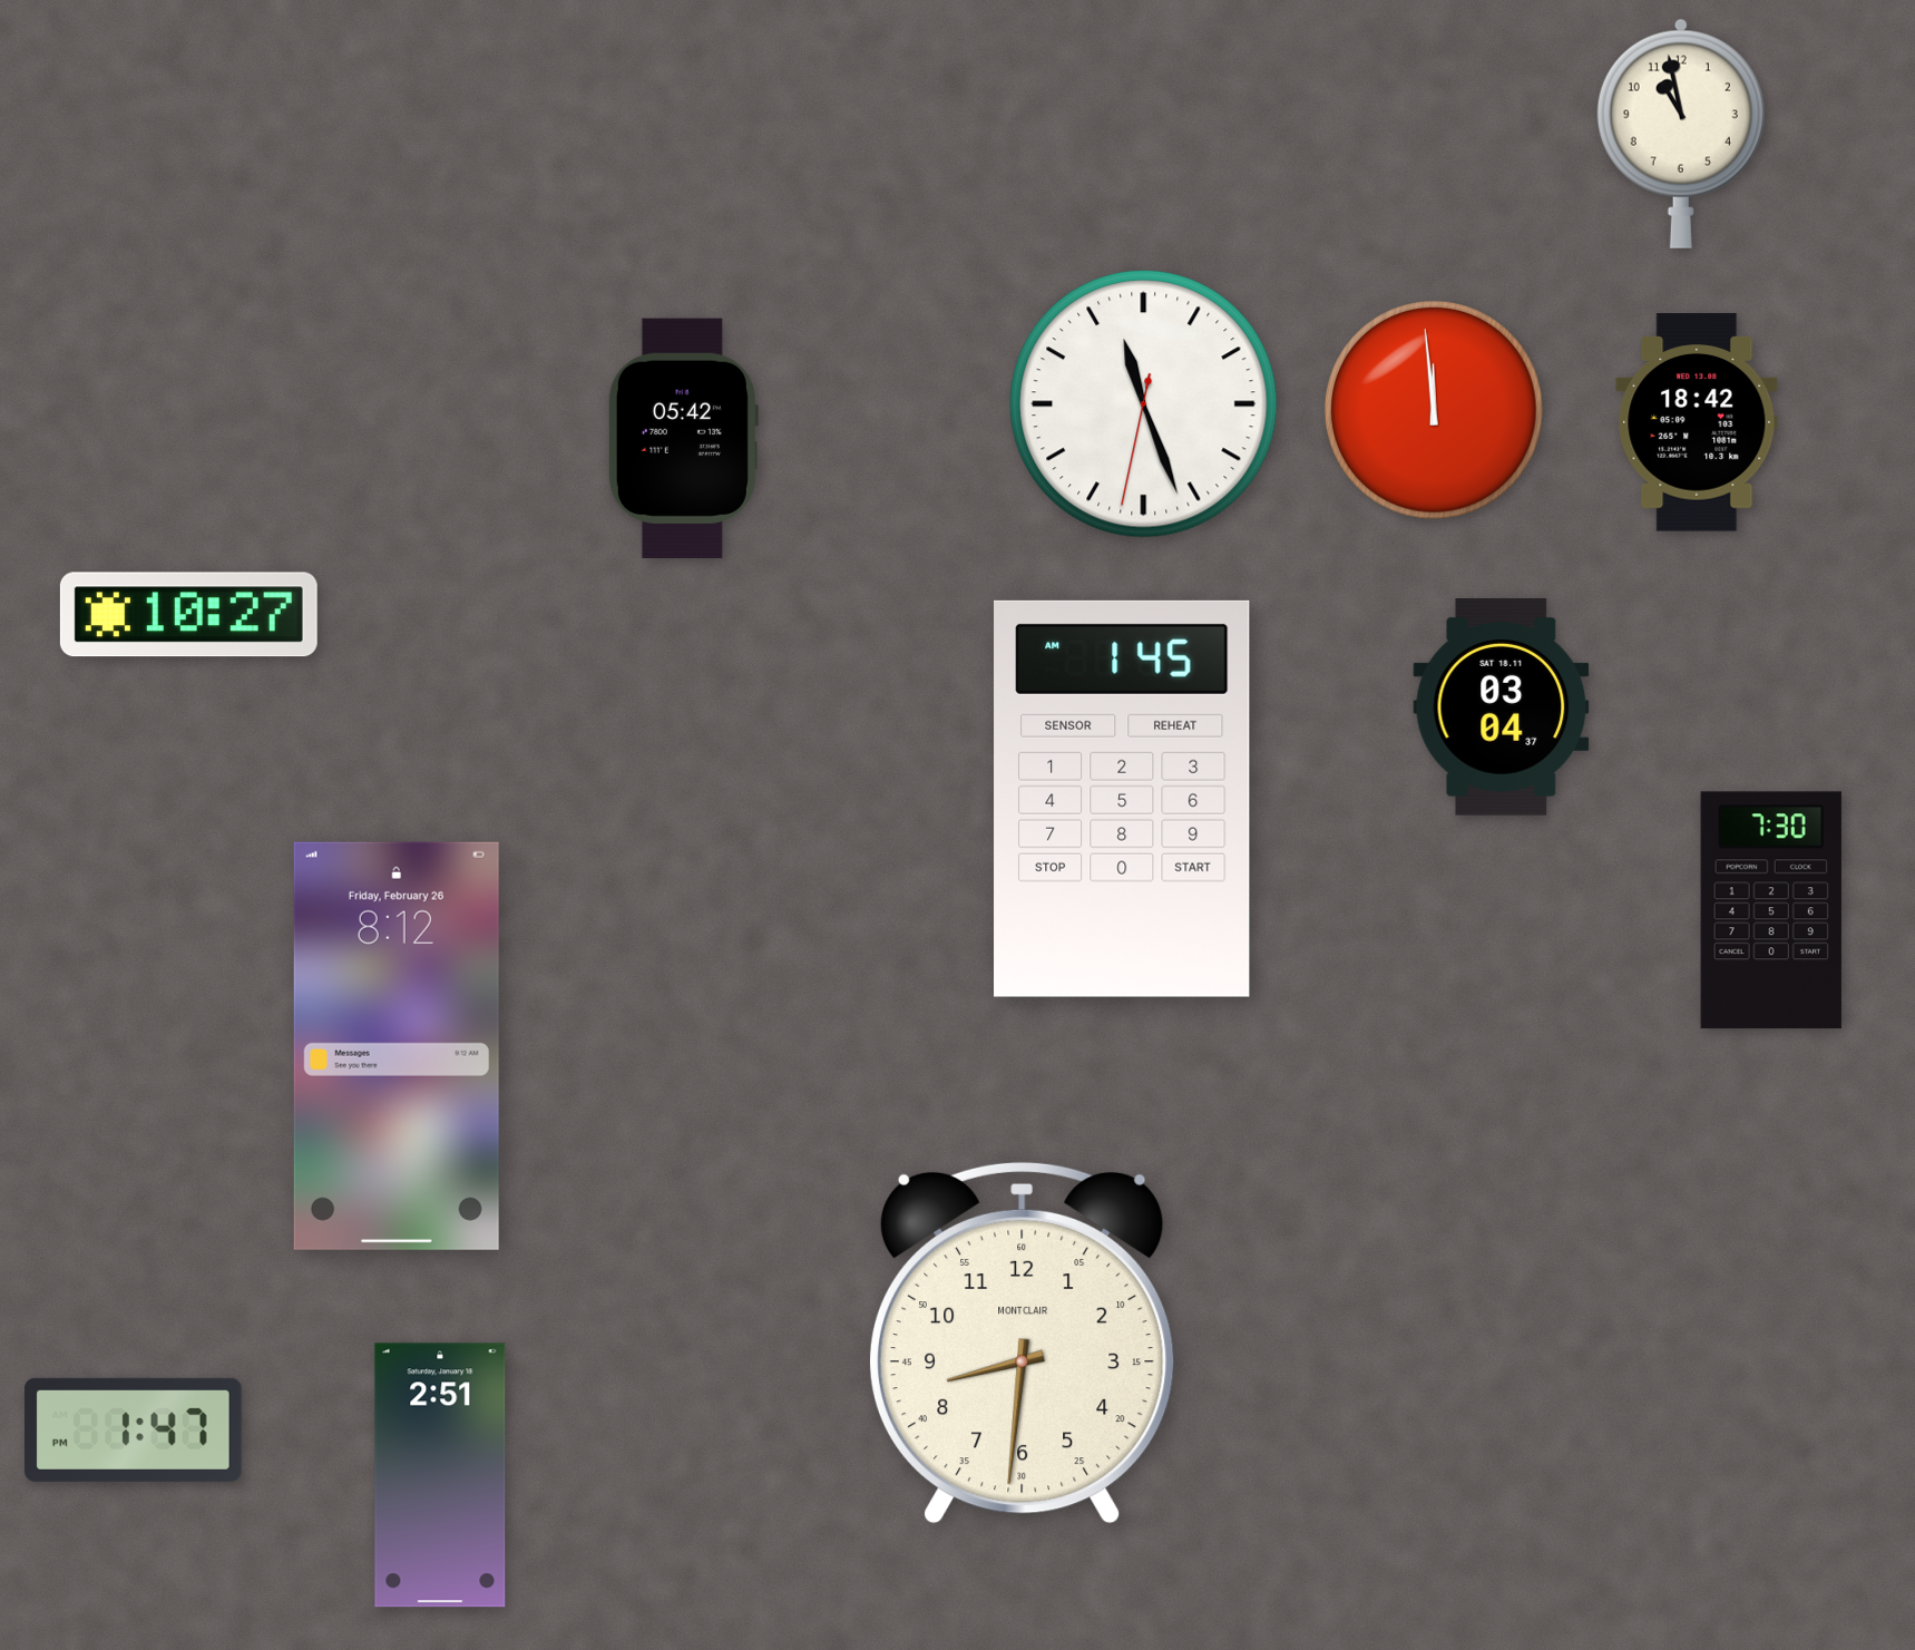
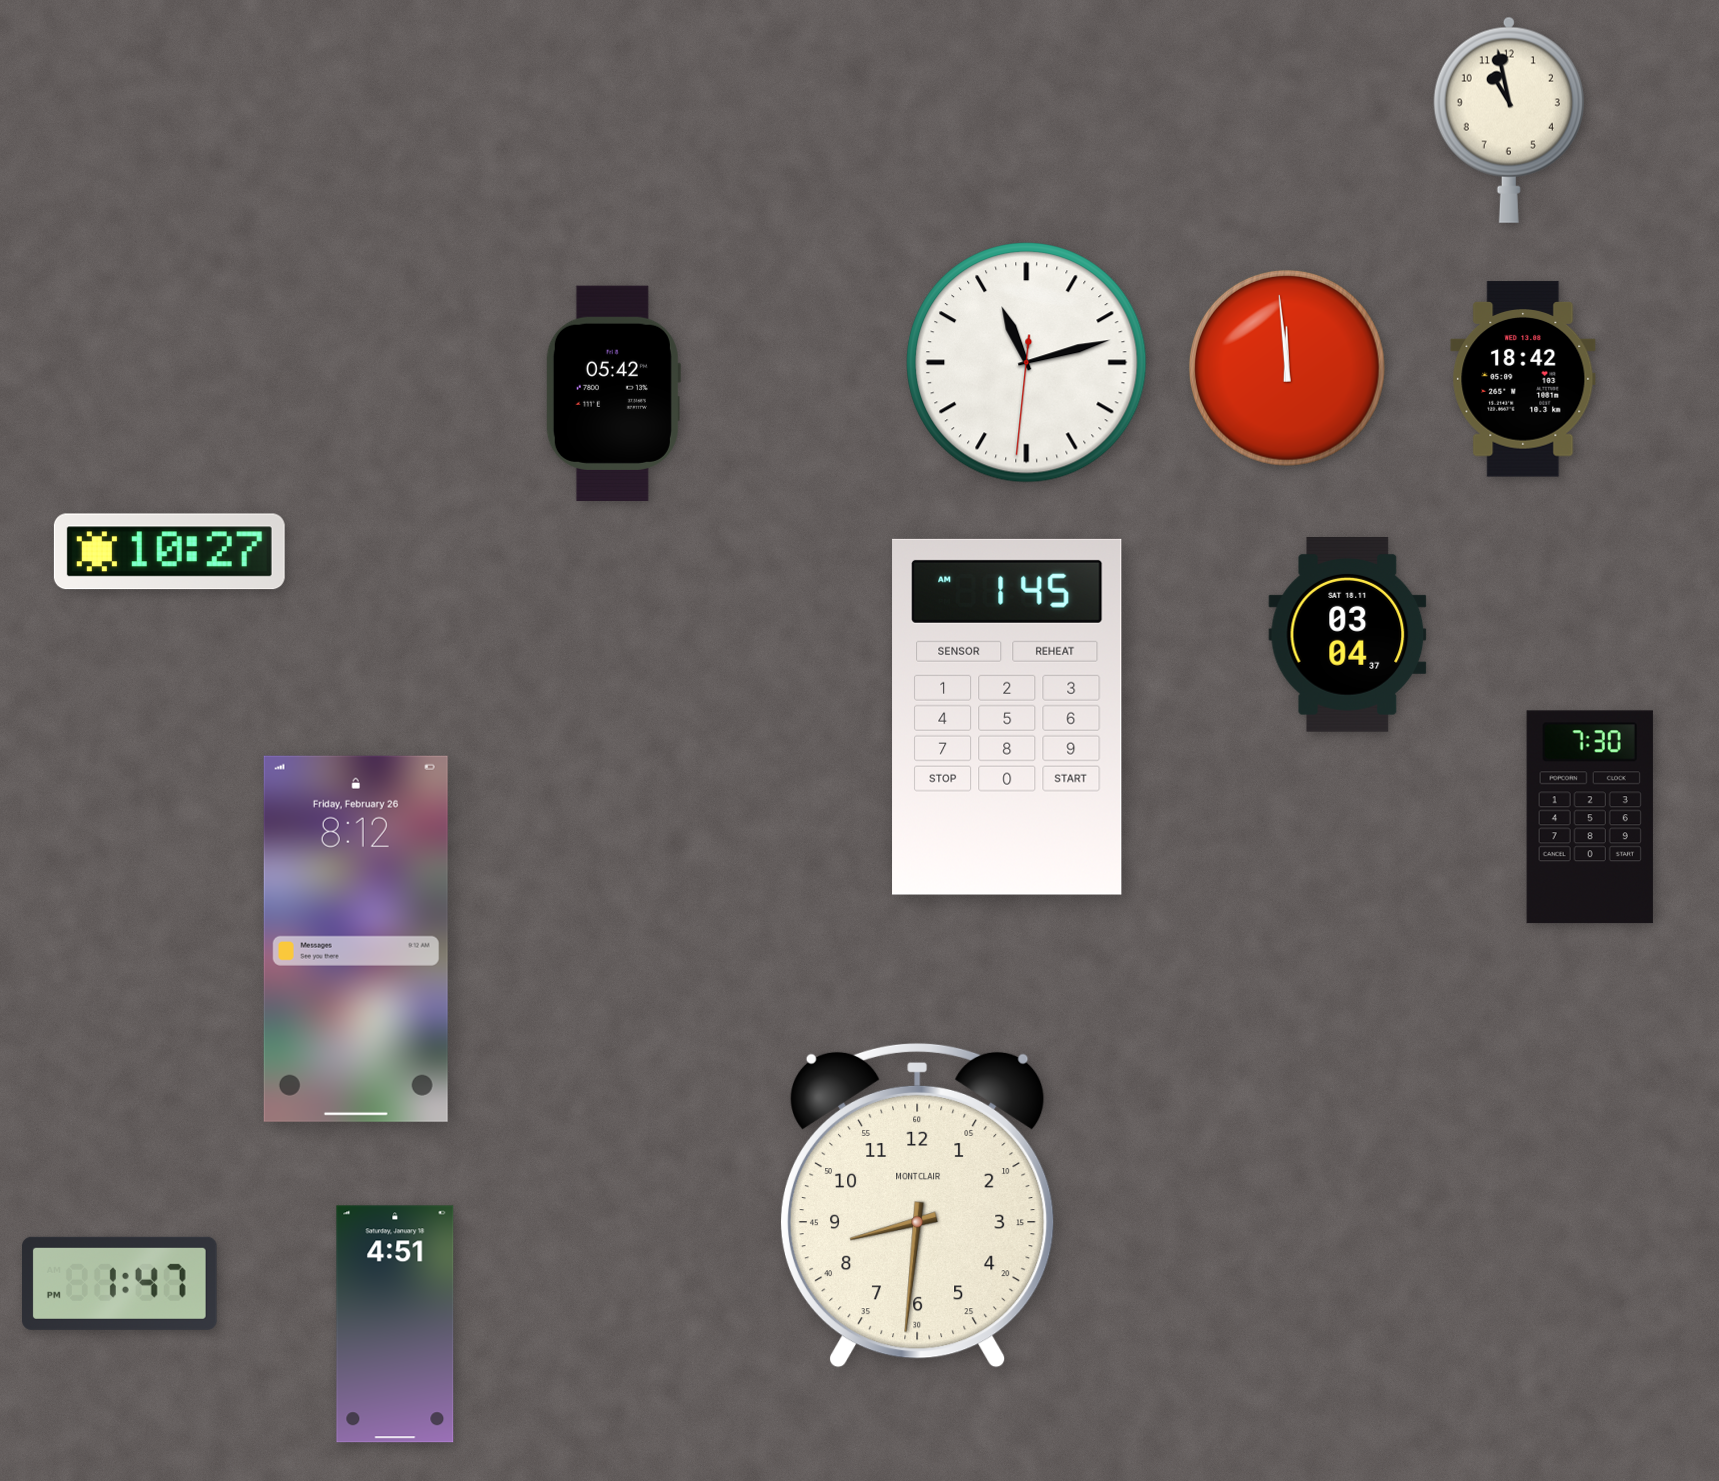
clock at (1144, 404): 11:26 -> 11:12
clock at (440, 1475): 2:51 -> 4:51
